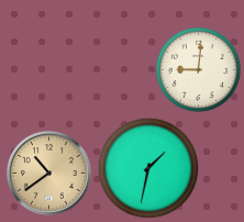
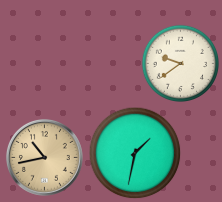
clock at (198, 69): 9:01 -> 9:39
clock at (48, 173): 10:39 -> 10:43
